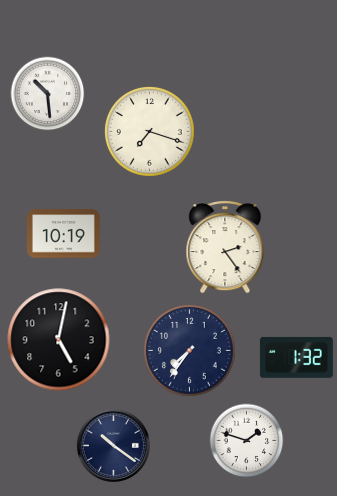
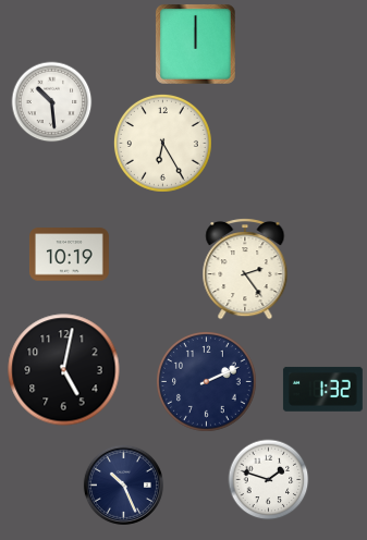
clock at (196, 45): none -> 12:00
clock at (149, 131): 7:18 -> 6:25
clock at (190, 351): 7:36 -> 2:11
clock at (113, 445): 10:21 -> 10:26
